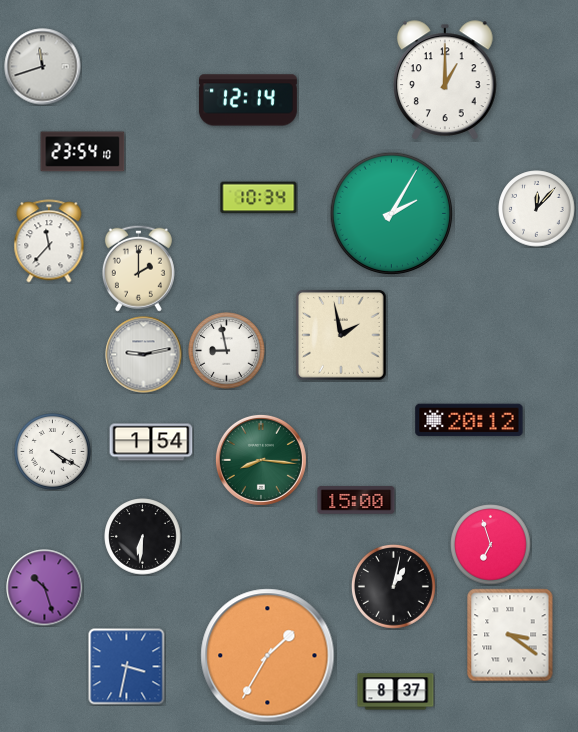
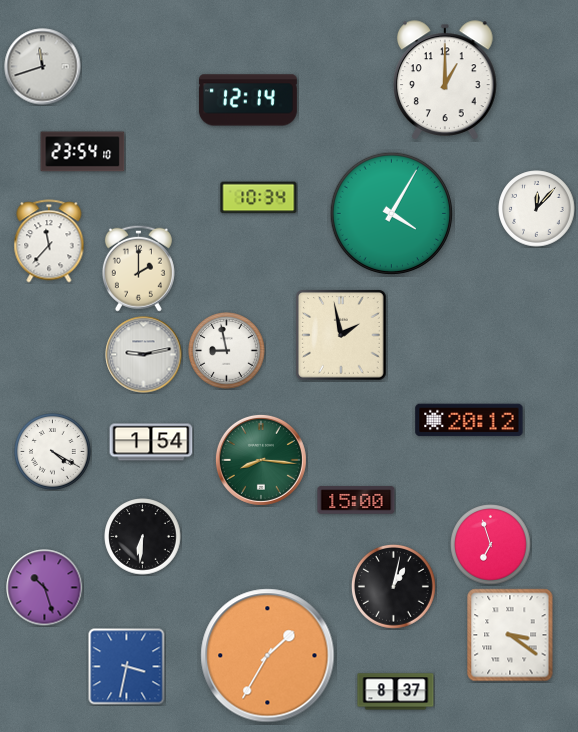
clock at (391, 213): 2:05 -> 4:05
